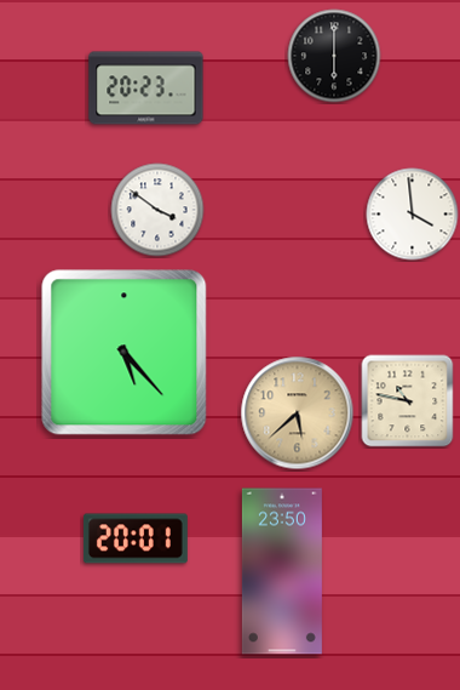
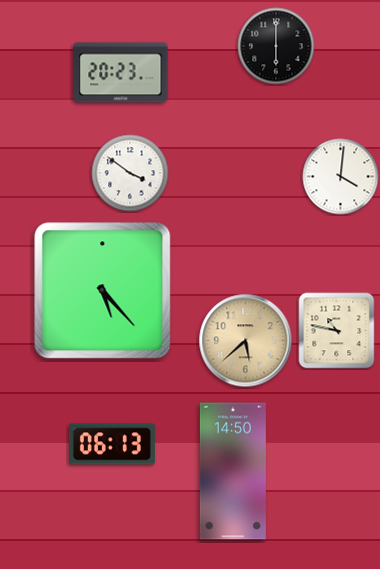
clock at (413, 215): 3:59 -> 4:01
clock at (136, 538): 20:01 -> 06:13
clock at (282, 571): 23:50 -> 14:50
